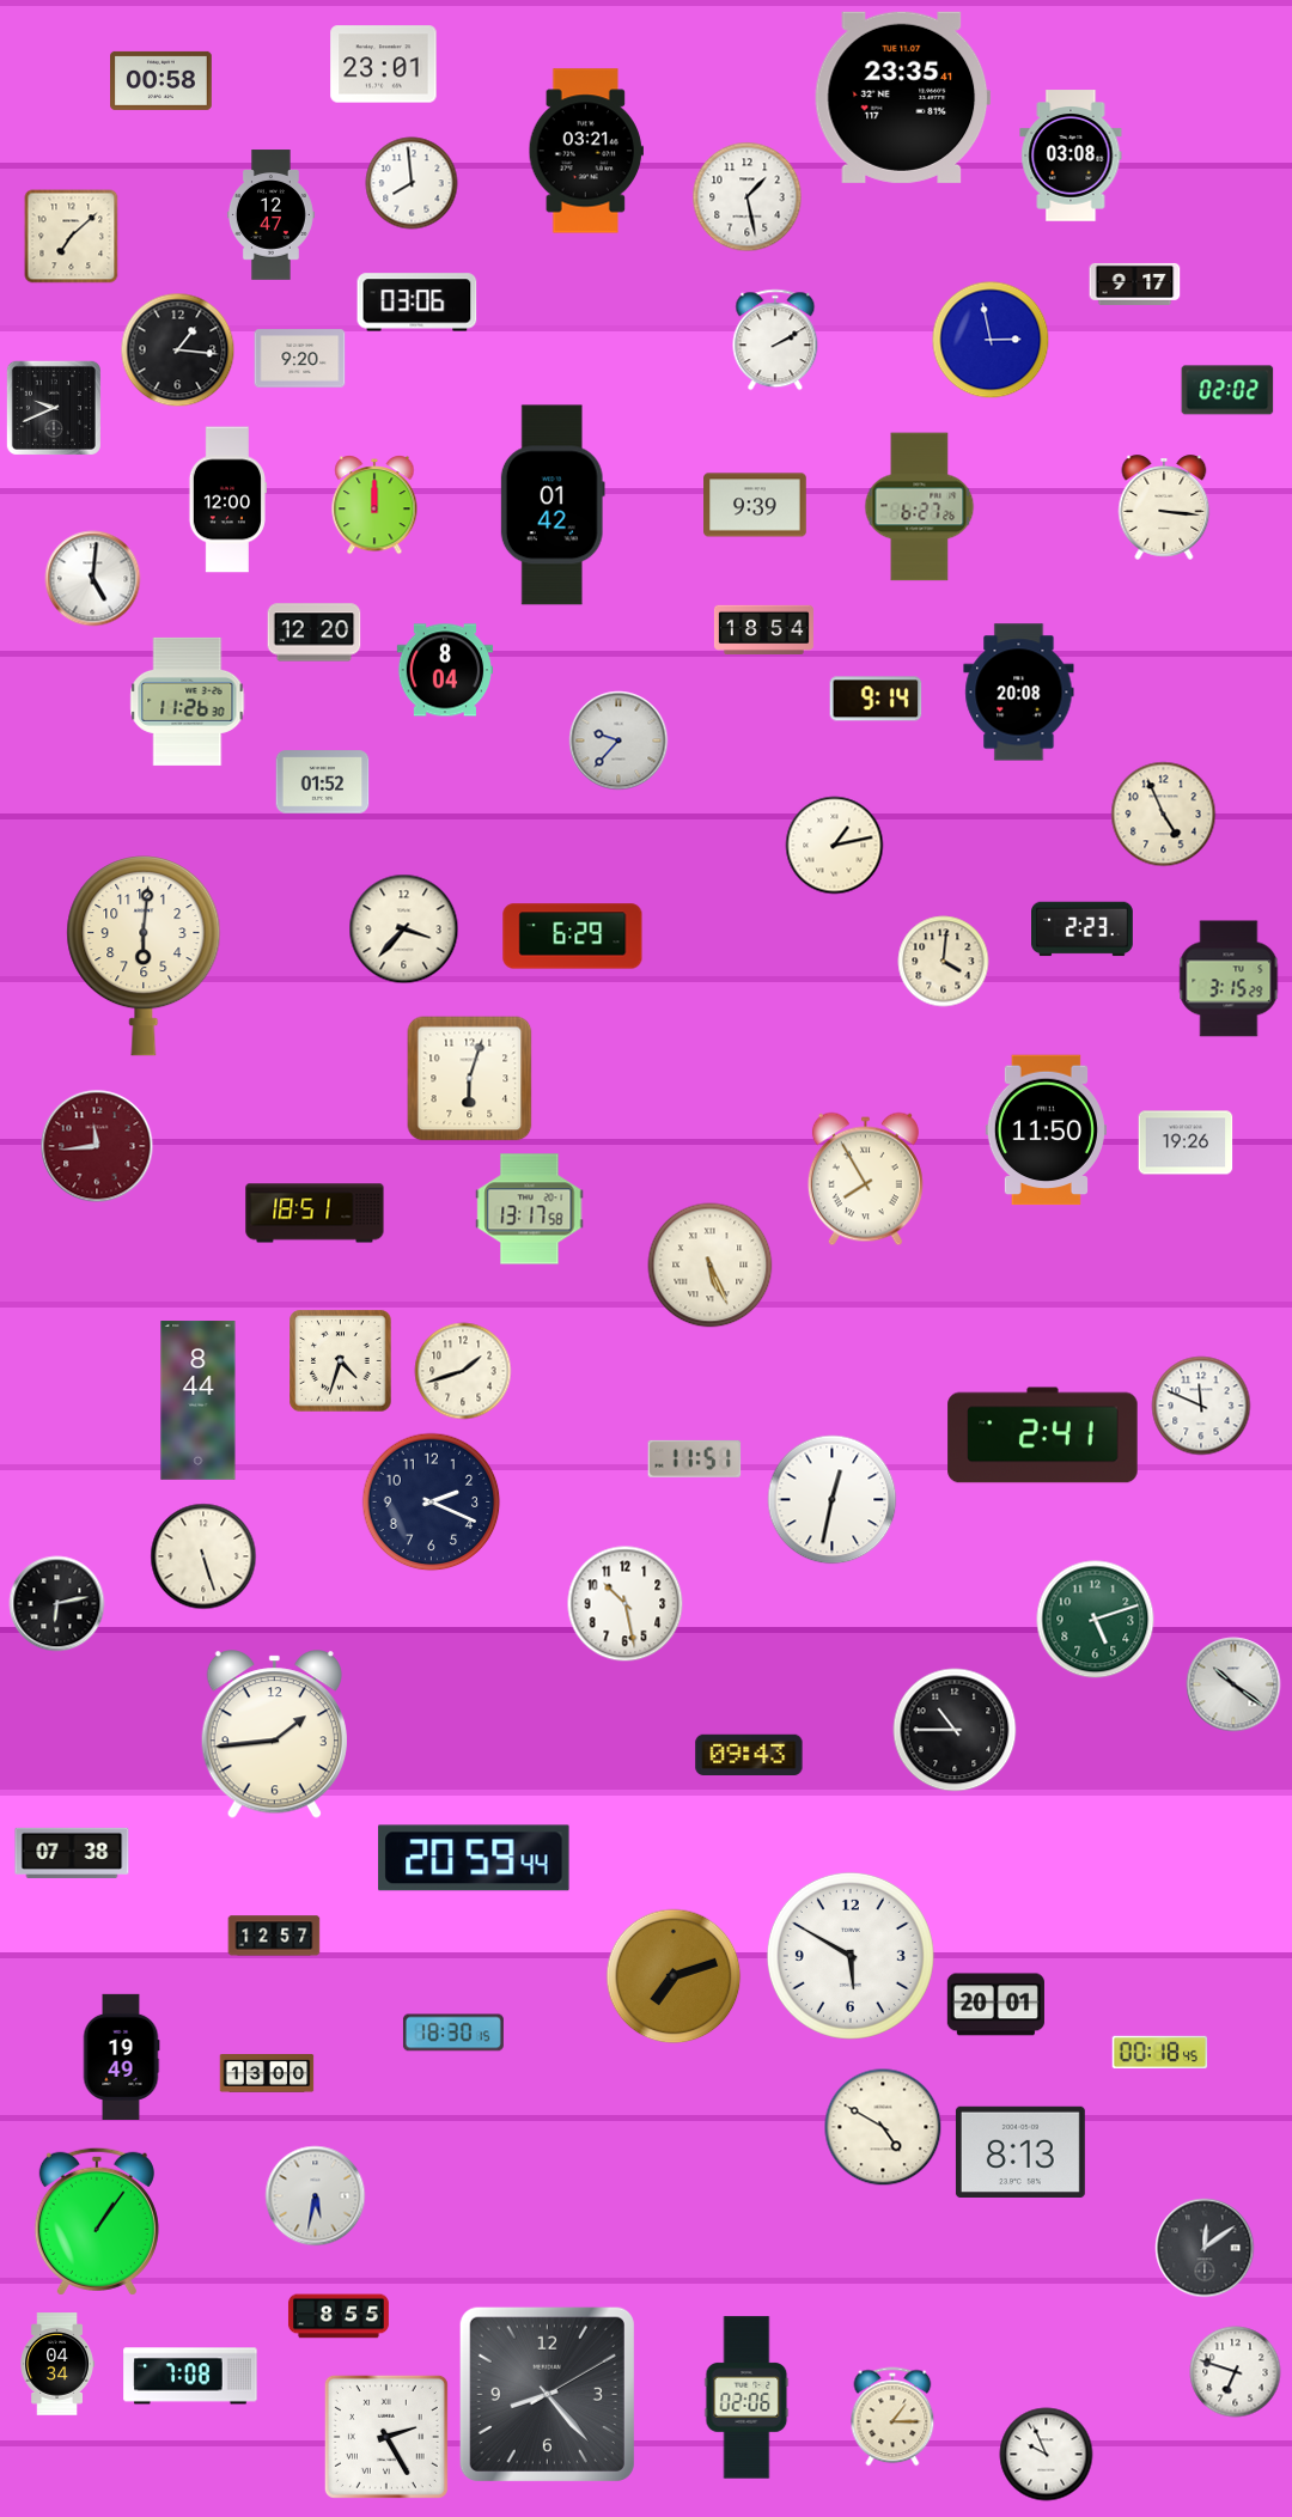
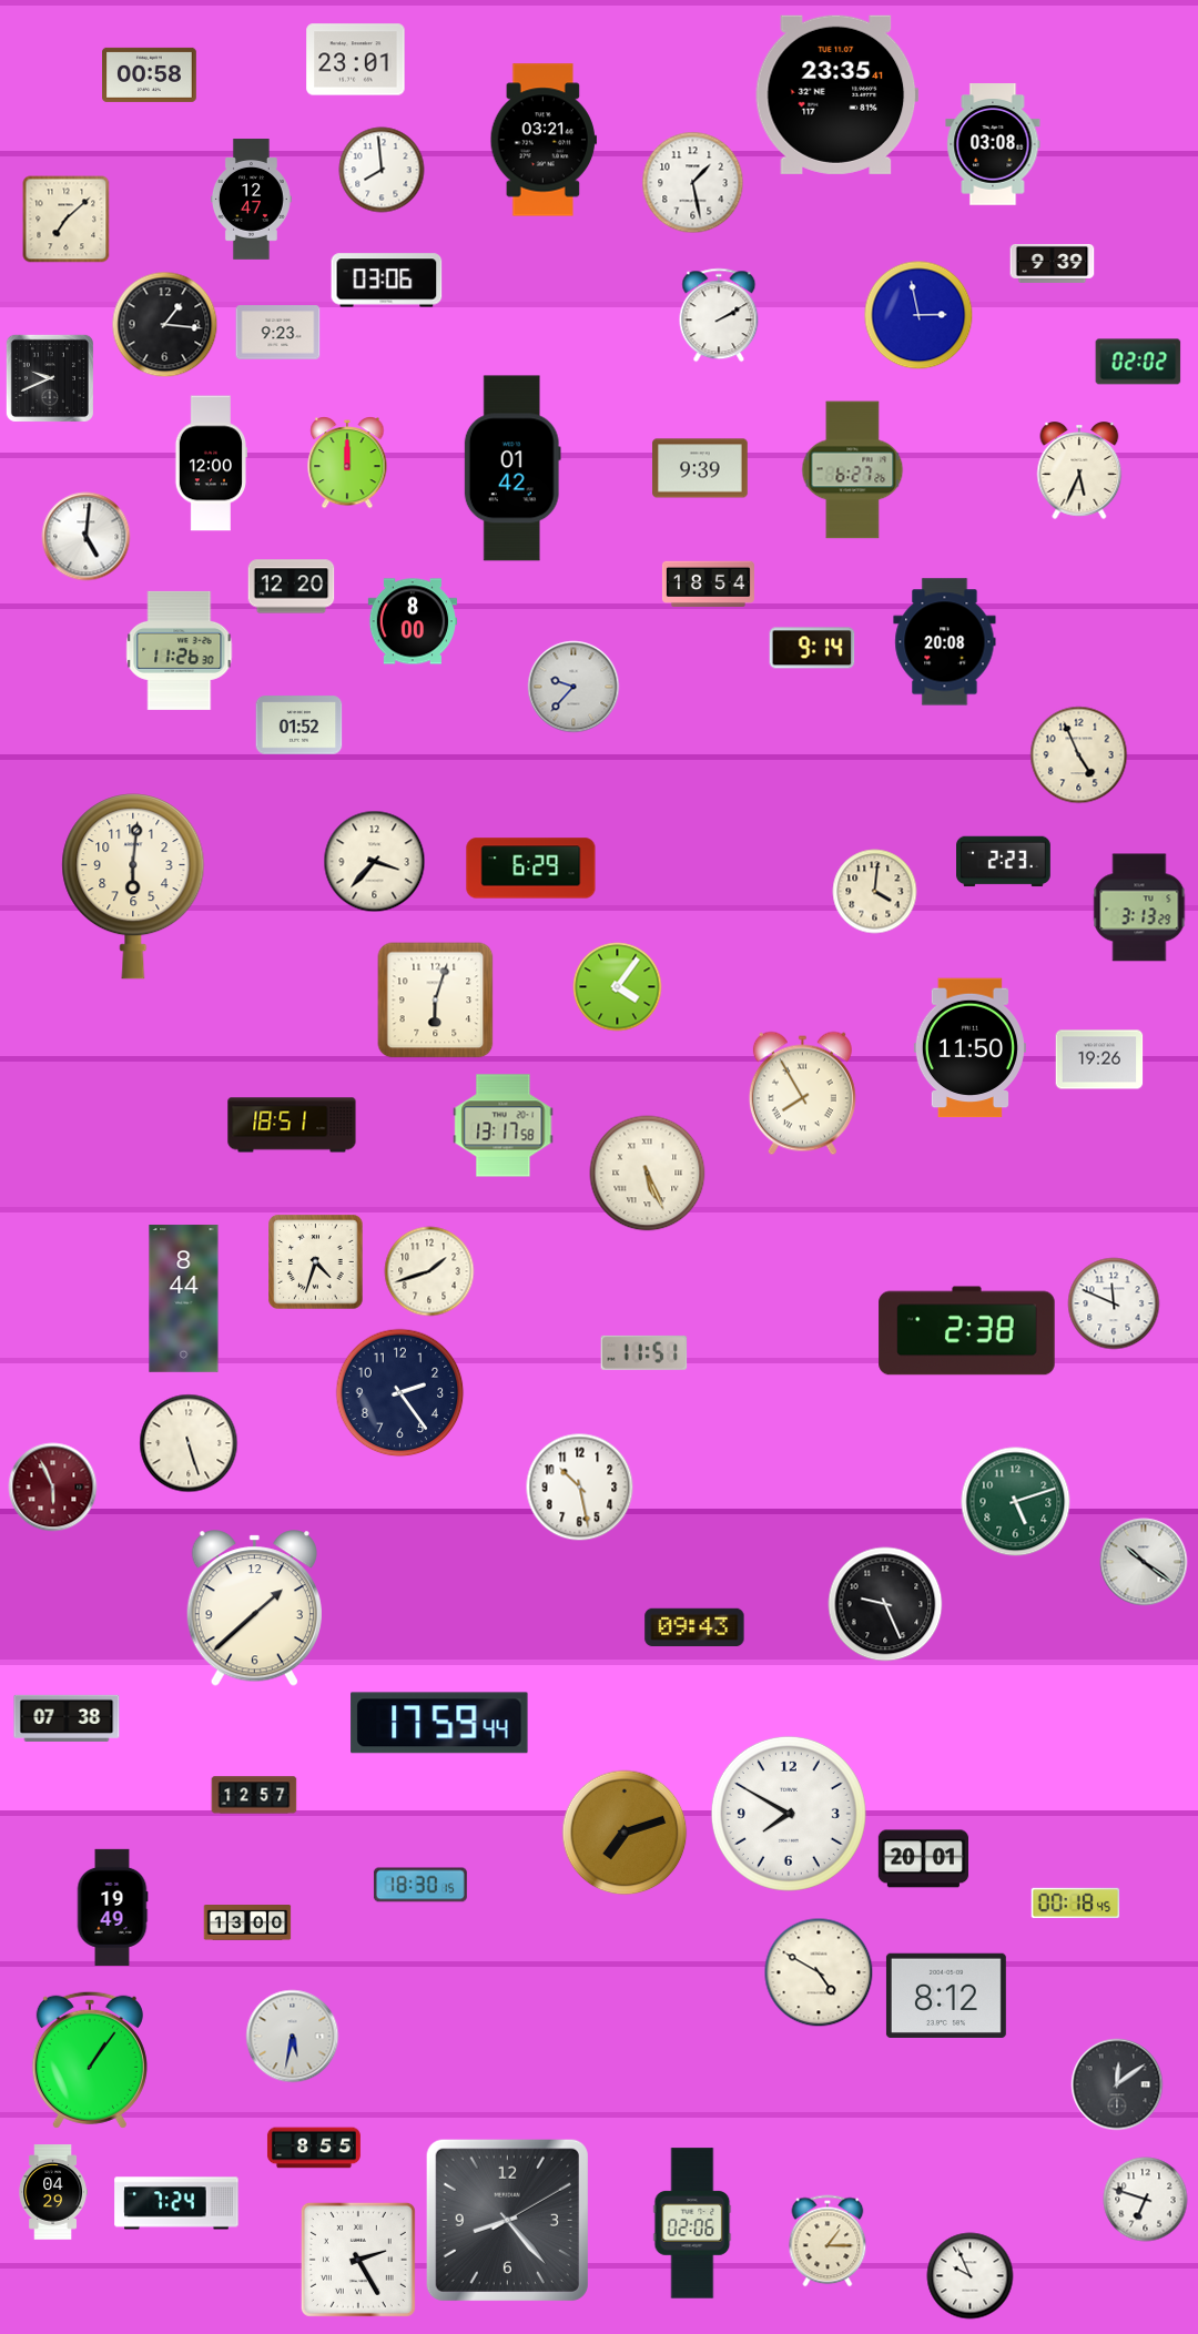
clock at (903, 97) position: (903, 97) -> (837, 94)
clock at (1135, 284): 9:17 -> 9:39
clock at (300, 359): 9:20 -> 9:23
clock at (374, 505) position: (374, 505) -> (347, 463)
clock at (1164, 507): 3:16 -> 5:34
clock at (444, 670): 8:04 -> 8:00
clock at (188, 701) position: (188, 701) -> (180, 650)
clock at (835, 846): 1:13 -> none
clock at (1229, 979): 3:15 -> 3:13
clock at (618, 987): none -> 4:06
clock at (97, 1146): 11:44 -> none
clock at (530, 1209) position: (530, 1209) -> (504, 1126)
clock at (711, 1266) position: (711, 1266) -> (648, 1174)
clock at (1043, 1436): 2:41 -> 2:38
clock at (833, 1500): 12:32 -> none
clock at (432, 1503): 2:19 -> 2:24
clock at (57, 1604): 6:13 -> 5:56
clock at (57, 1604) dial: black -> burgundy
clock at (955, 1730): 10:45 -> 9:26
clock at (274, 1735): 1:44 -> 1:38
clock at (474, 1858): 20:59 -> 17:59
clock at (851, 1956): 5:50 -> 7:50
clock at (1020, 2152): 8:13 -> 8:12
clock at (57, 2364): 04:34 -> 04:29
clock at (190, 2376): 7:08 -> 7:24
